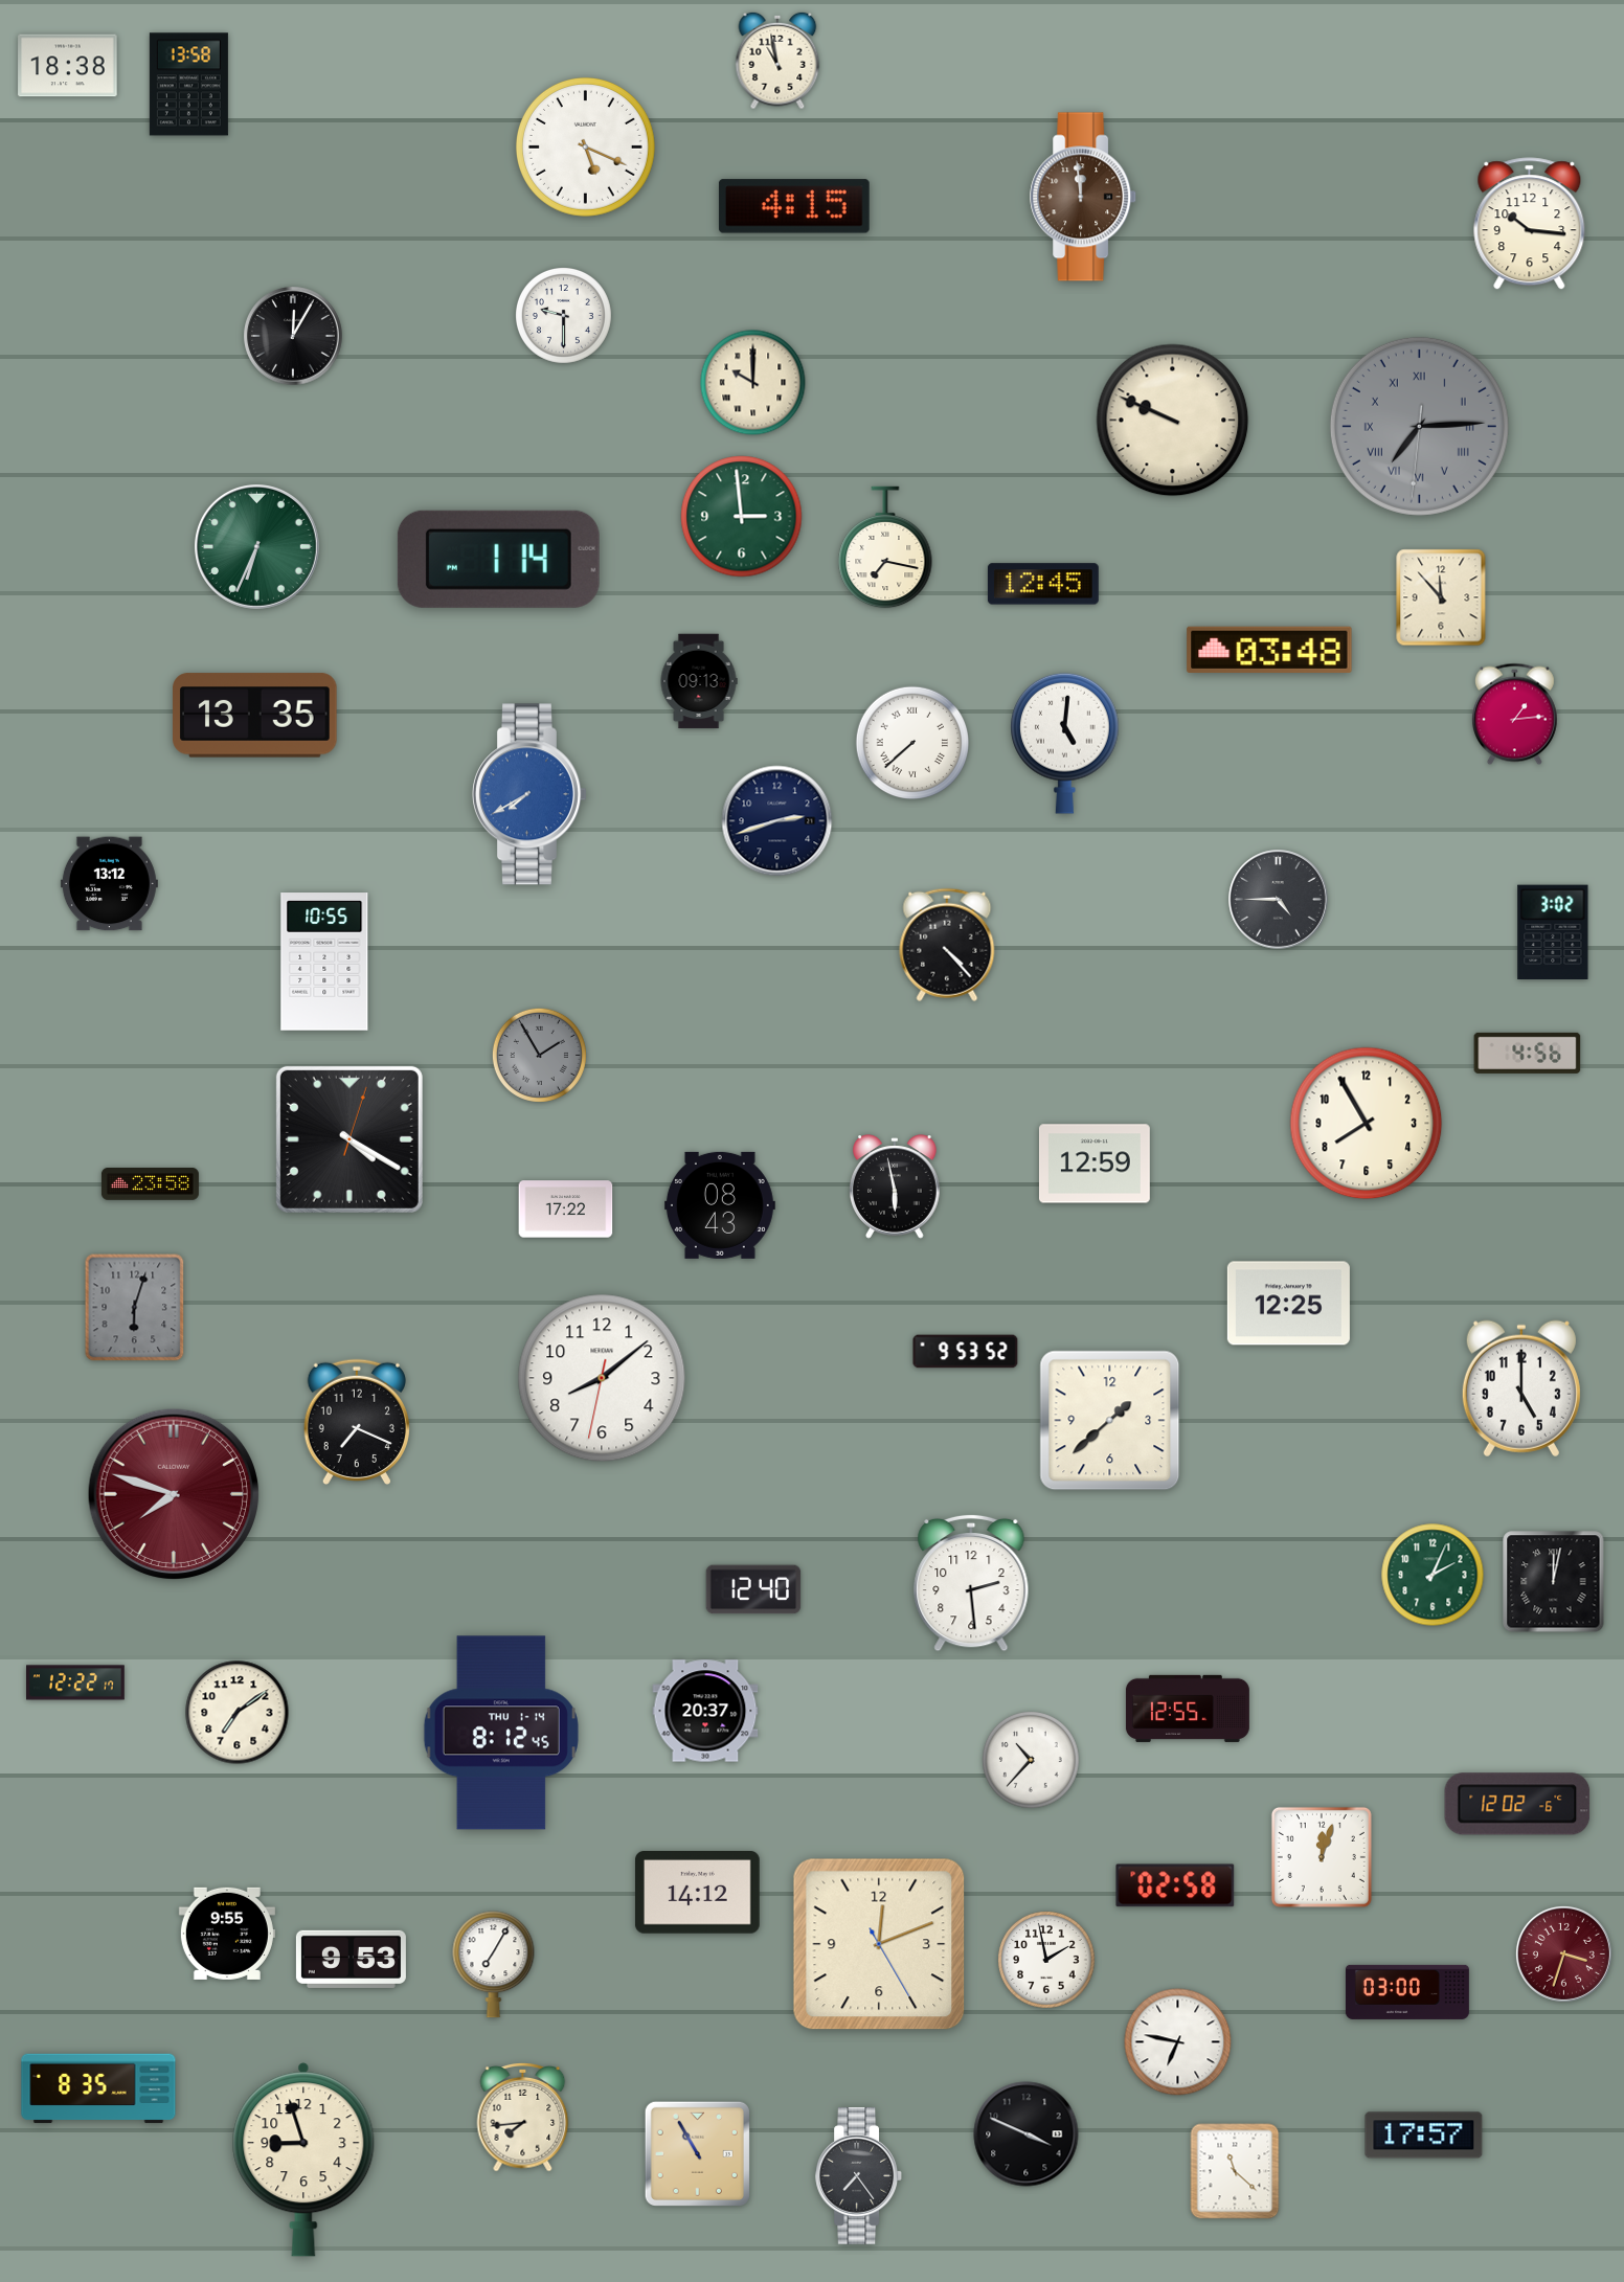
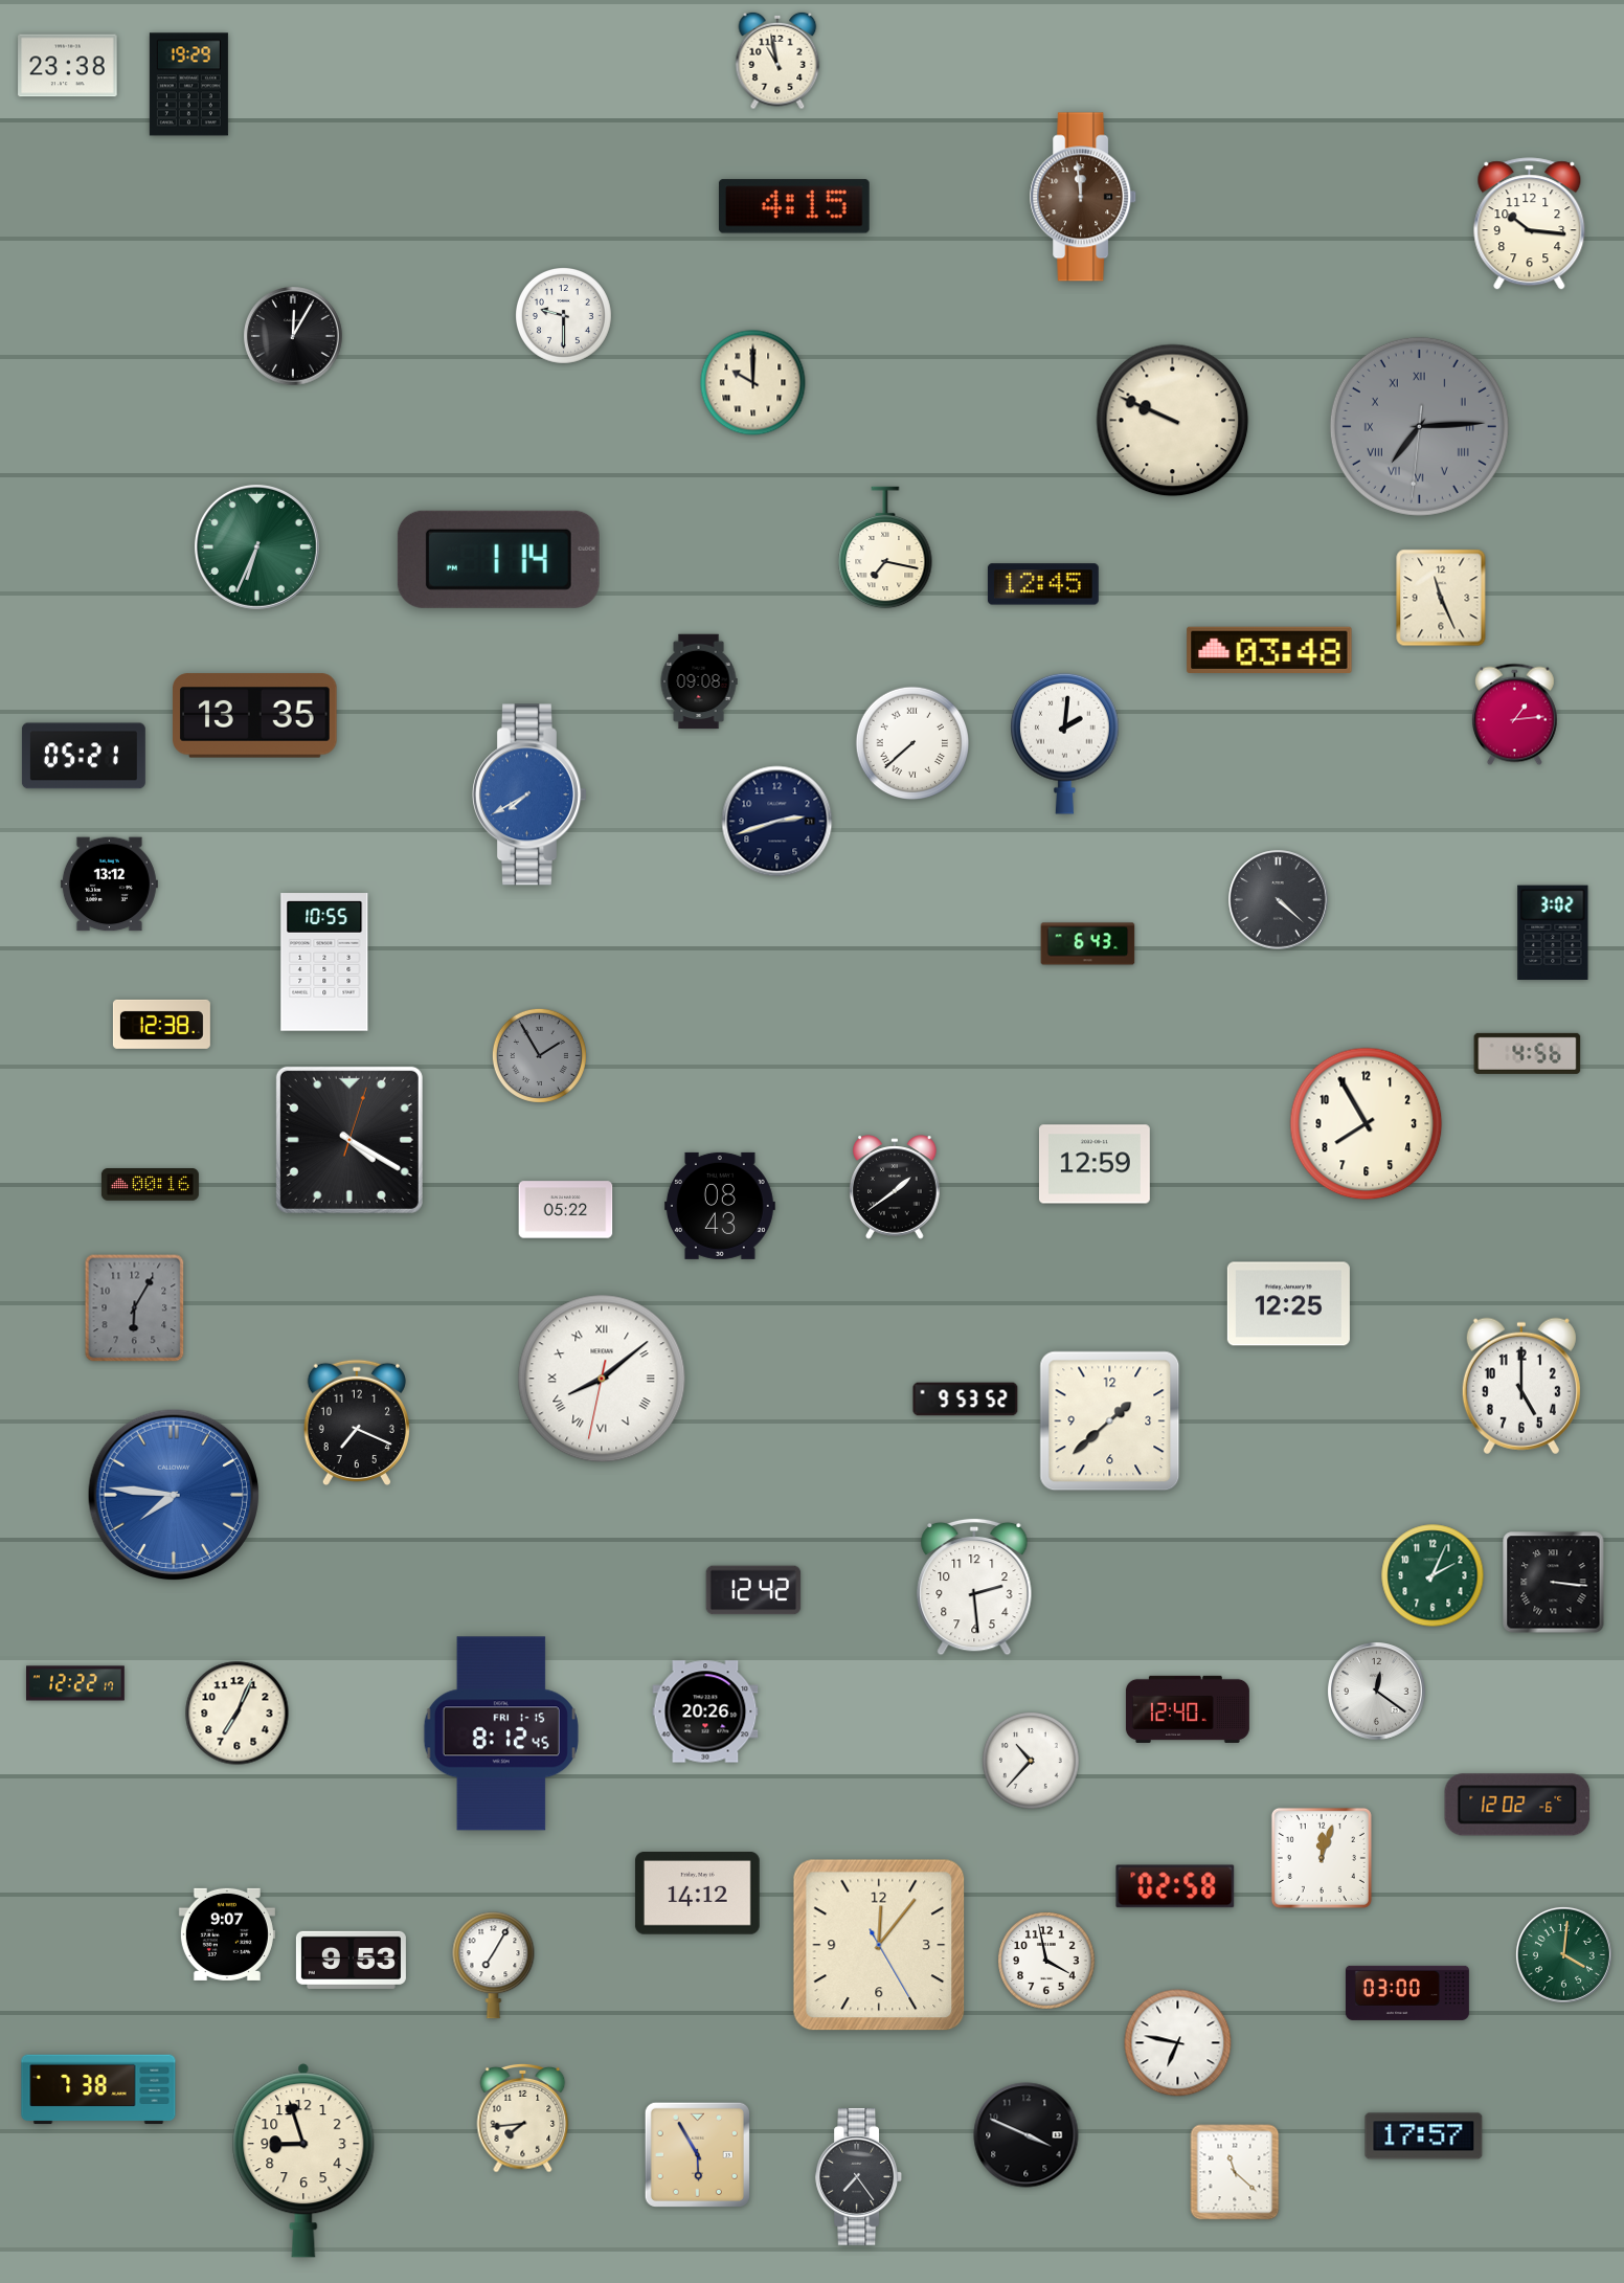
clock at (68, 66): 18:38 -> 23:38
clock at (188, 85): 13:58 -> 19:29
clock at (585, 146): 5:19 -> none
clock at (742, 517): 2:59 -> none
clock at (1441, 597): 11:53 -> 11:26
clock at (699, 681): 09:13 -> 09:08
clock at (1065, 743): 5:01 -> 2:01
clock at (84, 756): none -> 05:21
clock at (1279, 900): 4:45 -> 4:22
clock at (1088, 944): none -> 6:43
clock at (947, 945): 4:23 -> none
clock at (161, 1024): none -> 12:38
clock at (150, 1184): 23:58 -> 00:16
clock at (896, 1187): 5:58 -> 1:39
clock at (566, 1210): 17:22 -> 05:22
clock at (135, 1308): 6:03 -> 6:05
clock at (966, 1352) position: (966, 1352) -> (966, 1400)
clock at (602, 1378) numerals: Arabic -> Roman
clock at (1521, 1388) position: (1521, 1388) -> (1521, 1386)
clock at (174, 1494): 7:48 -> 7:46
clock at (174, 1494) dial: burgundy -> blue
clock at (1554, 1582): 12:02 -> 3:16
clock at (971, 1583) position: (971, 1583) -> (974, 1587)
clock at (753, 1589): 12:40 -> 12:42
clock at (1377, 1692): none -> 12:21
clock at (1188, 1709): 12:55 -> 12:40
clock at (705, 1711): 20:37 -> 20:26
clock at (238, 1713): 7:09 -> 7:04
clock at (501, 1733) date: THU 1-14 -> FRI 1-15
clock at (227, 1934): 9:55 -> 9:07
clock at (879, 1944): 12:11 -> 12:06
clock at (1563, 1953): 3:33 -> 4:01
clock at (1563, 1953) dial: burgundy -> green
clock at (1047, 1961): 1:58 -> 3:58
clock at (98, 2088): 8:35 -> 7:38
clock at (697, 2153): 10:55 -> 5:55
